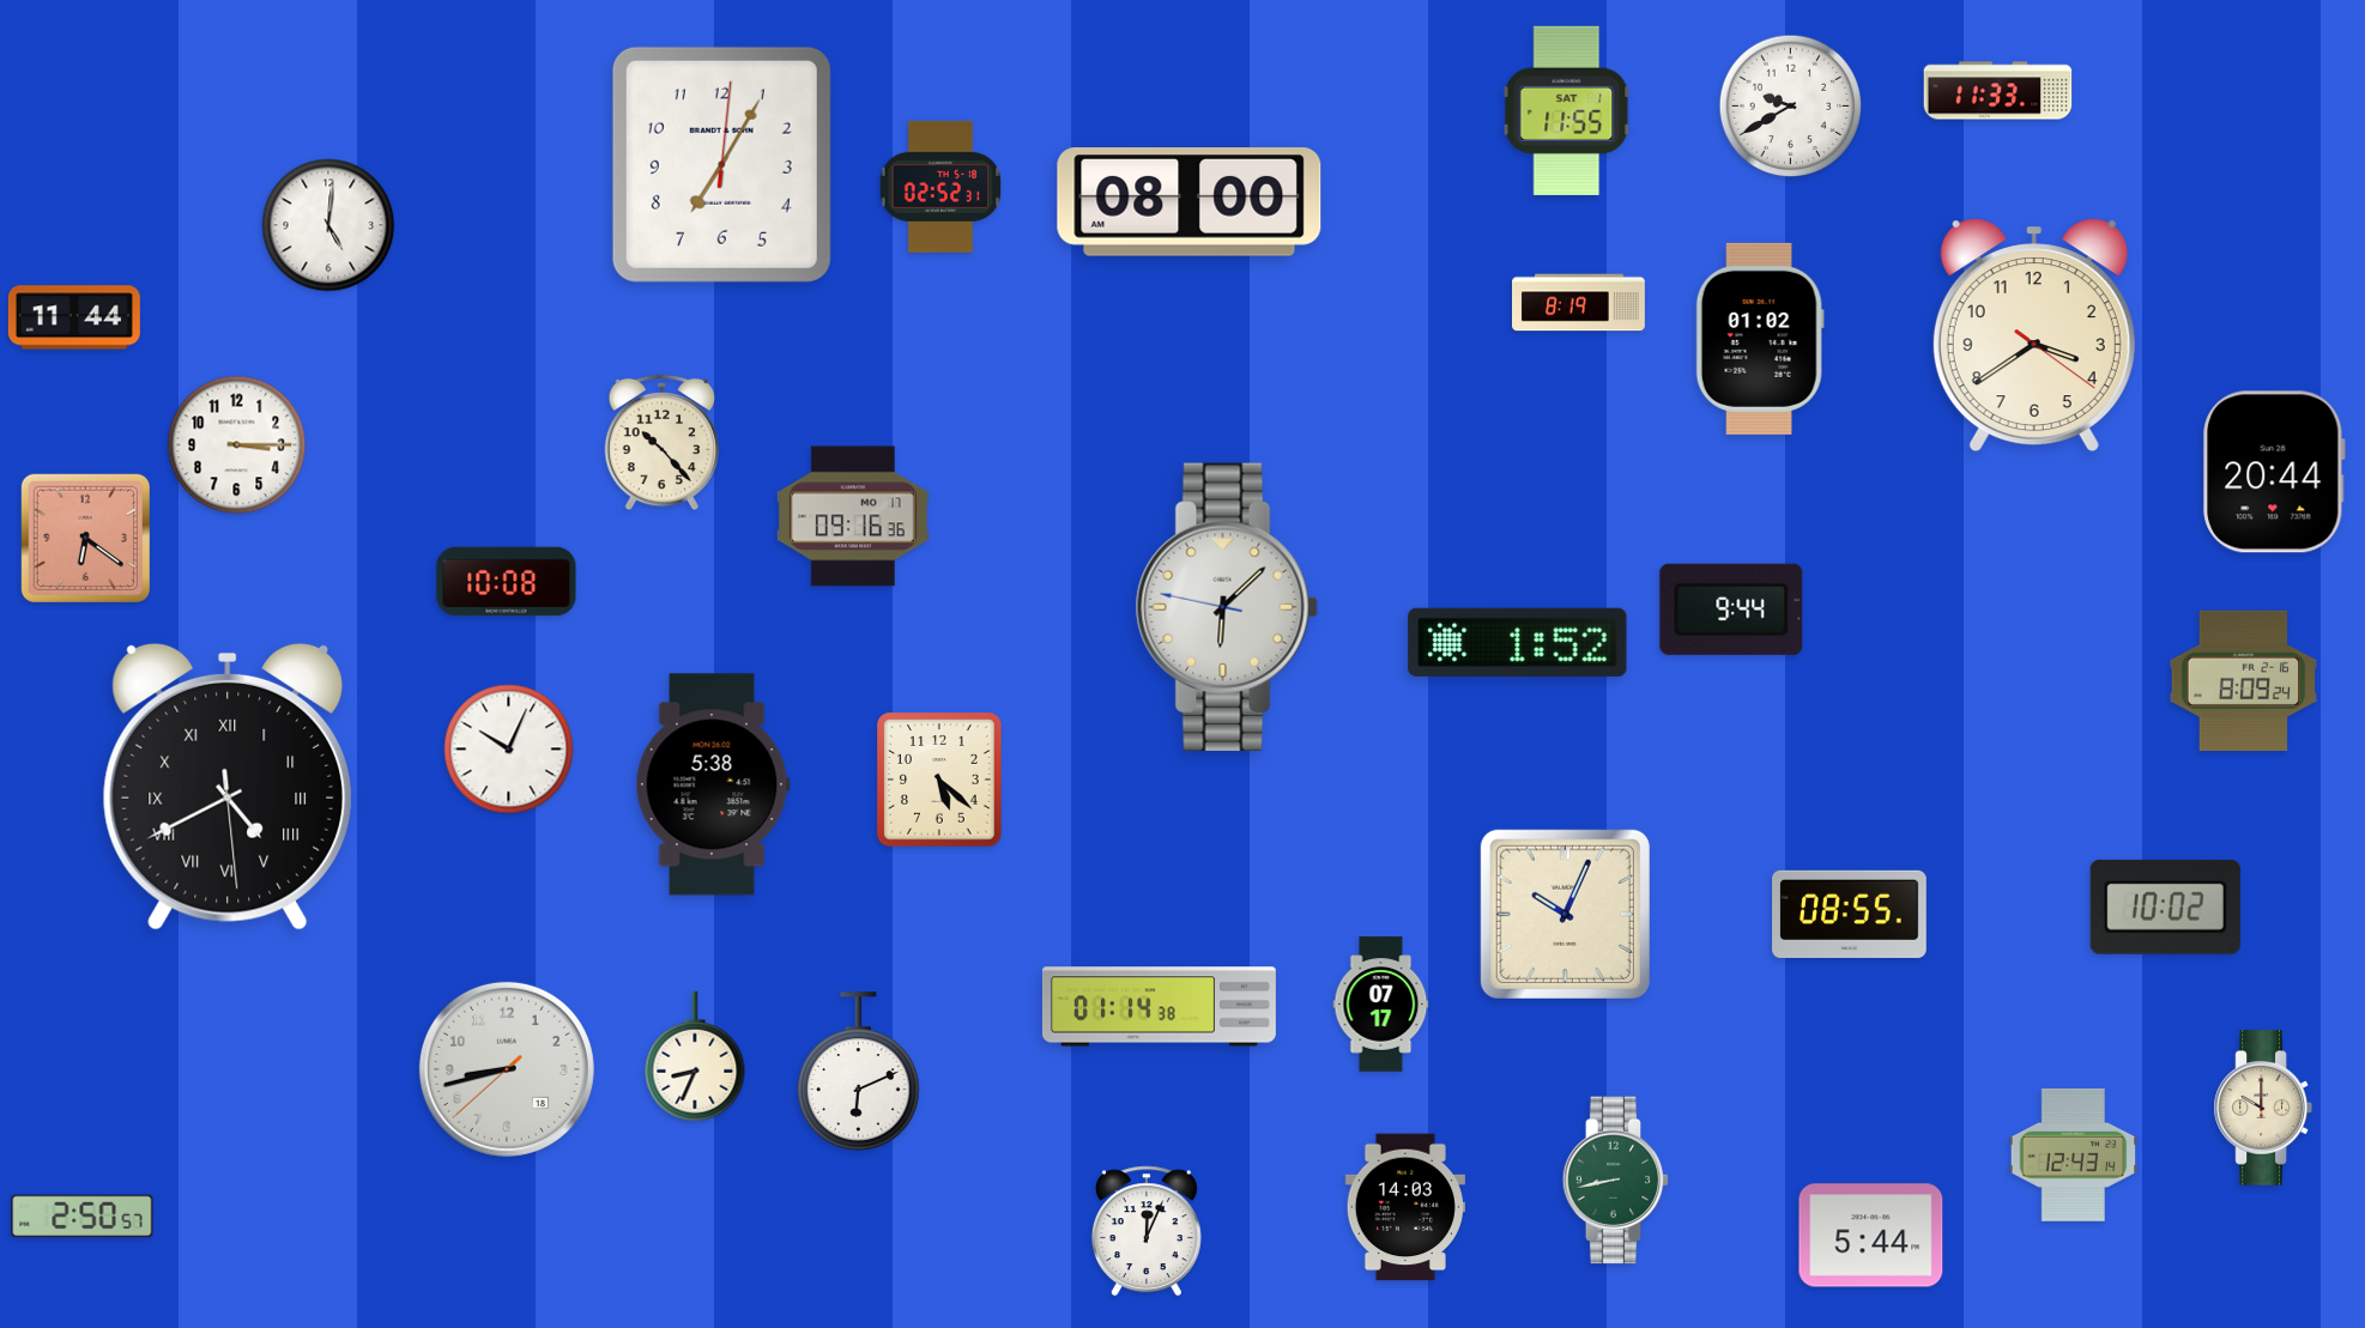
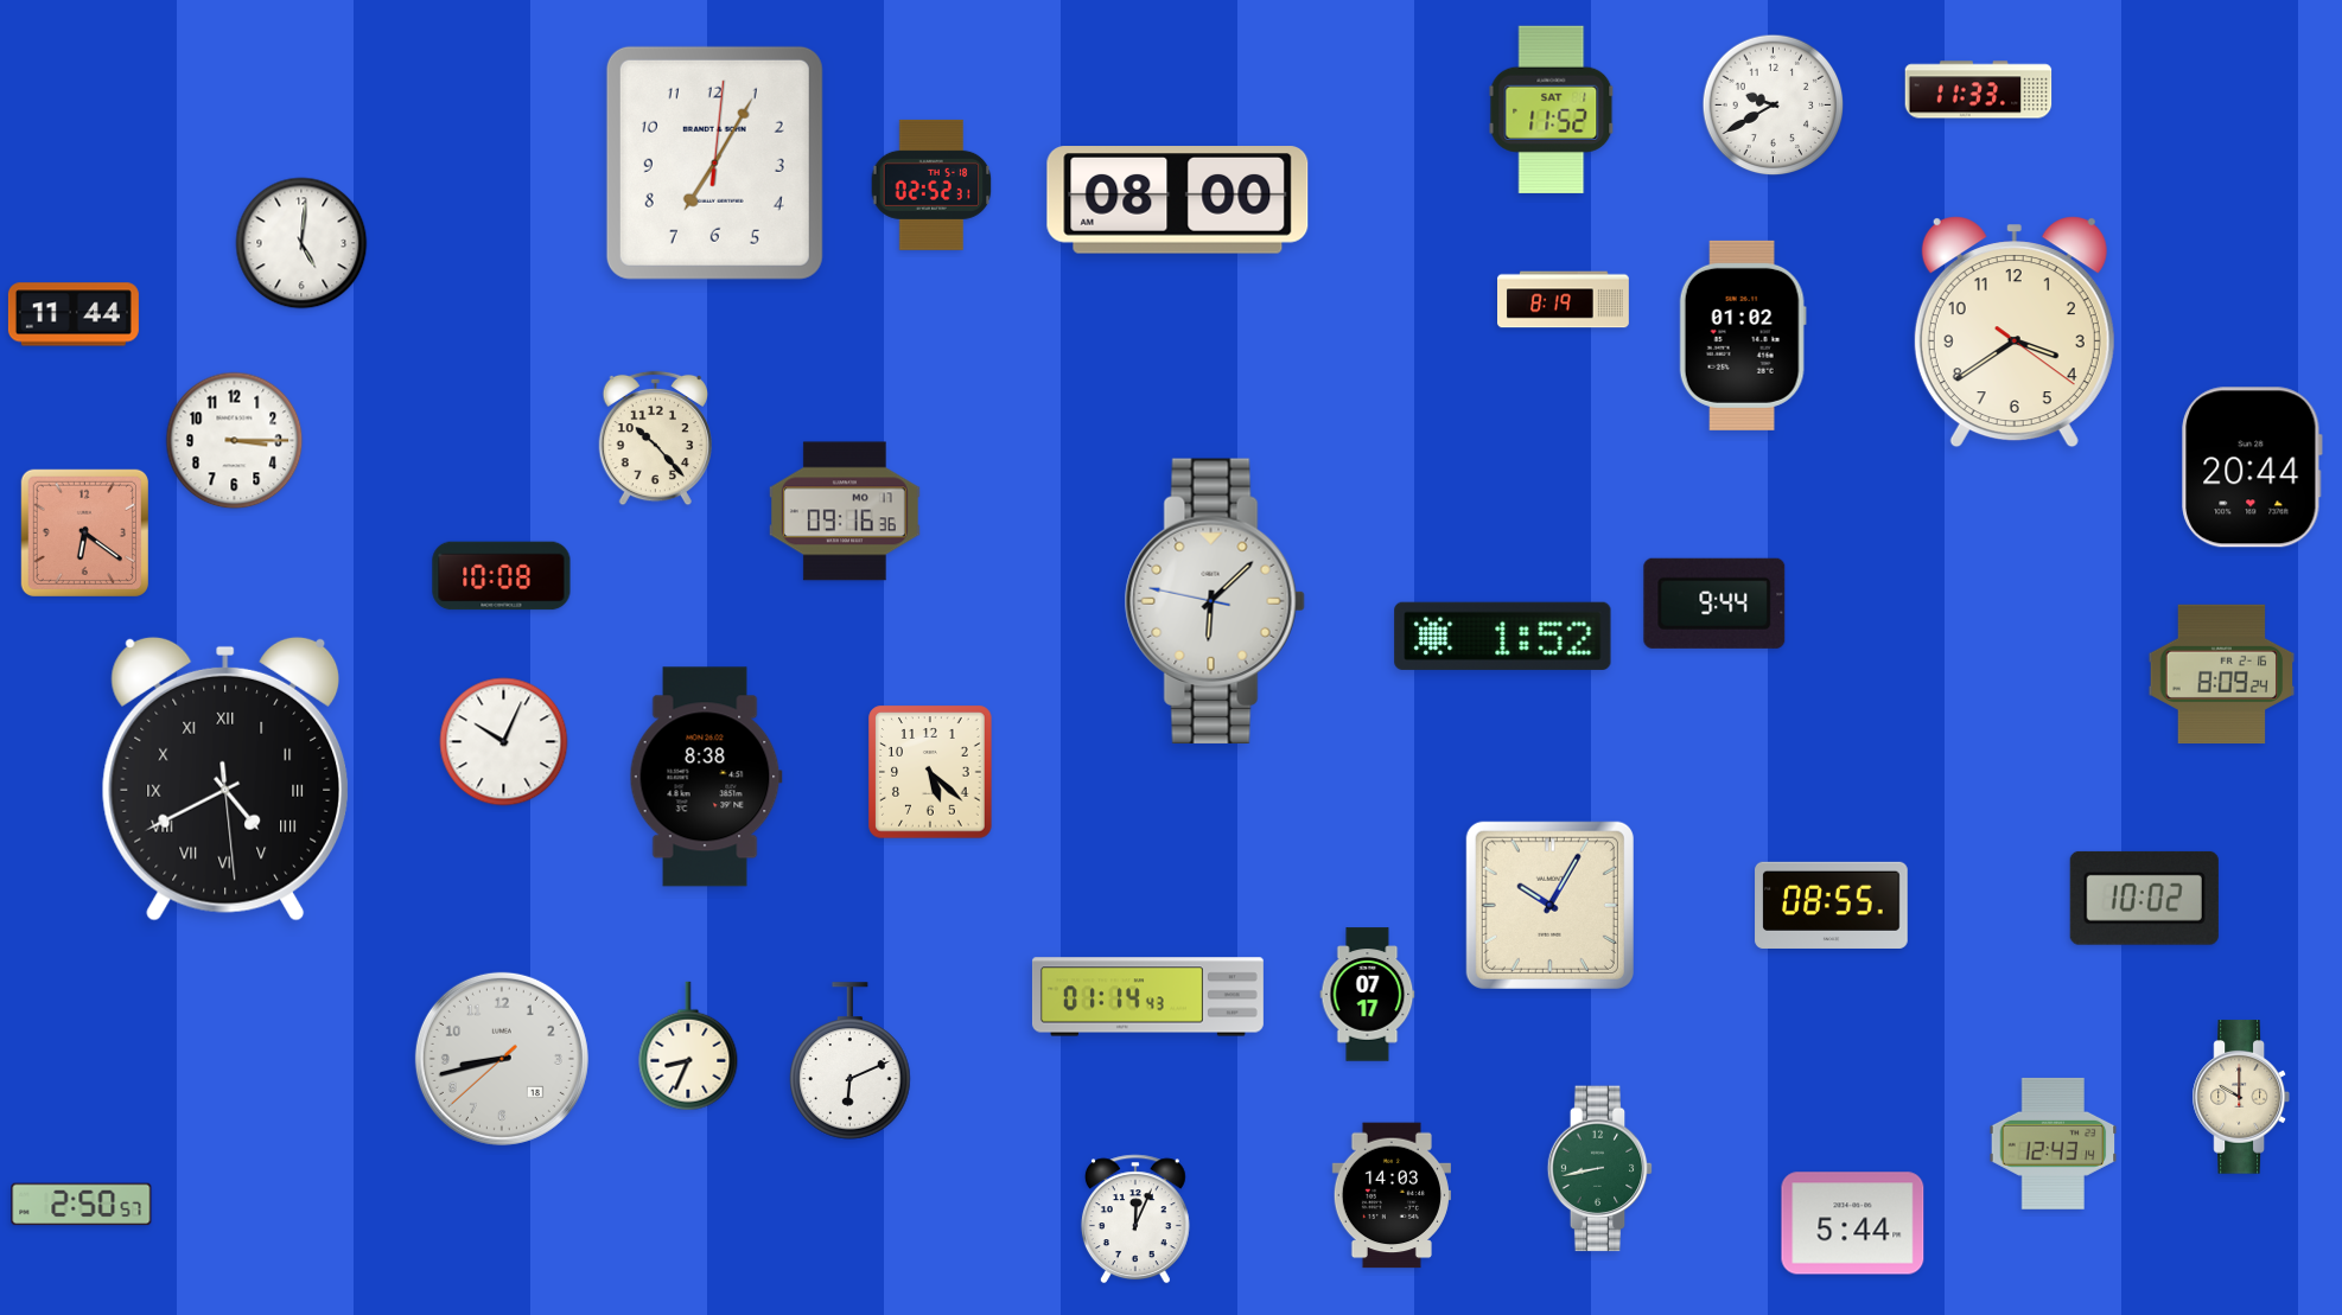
clock at (1567, 110): 11:55 -> 11:52
clock at (328, 225) position: (328, 225) -> (301, 243)
clock at (713, 784): 5:38 -> 8:38
clock at (1565, 914): 10:04 -> 10:05
clock at (1159, 1007): 01:14:38 -> 01:14:43
